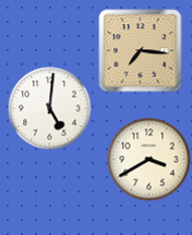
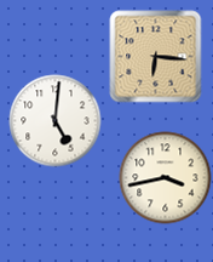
clock at (141, 51): 7:16 -> 6:16
clock at (149, 160): 3:40 -> 3:43
